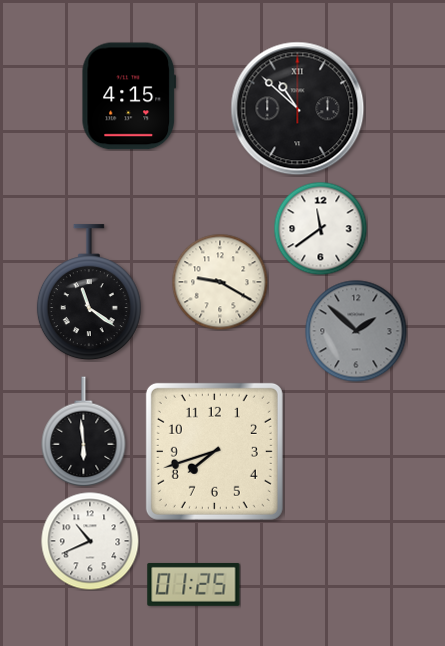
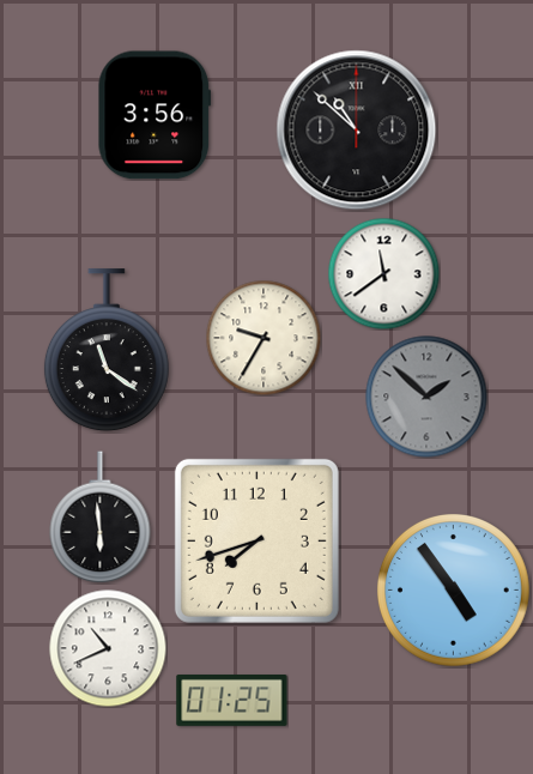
clock at (129, 96): 4:15 -> 3:56
clock at (220, 282): 9:20 -> 9:35
clock at (453, 589): none -> 4:54
